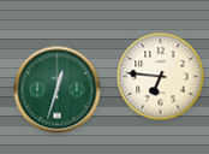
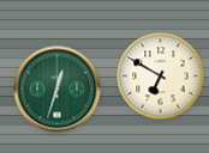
clock at (161, 77): 6:46 -> 6:50
